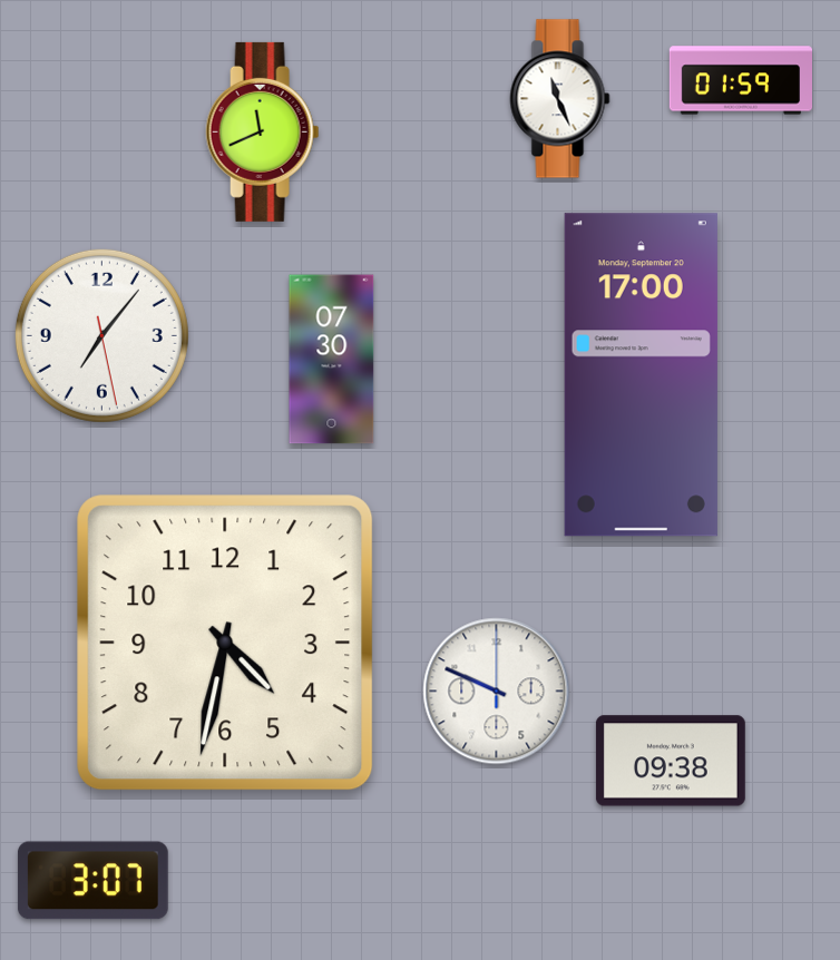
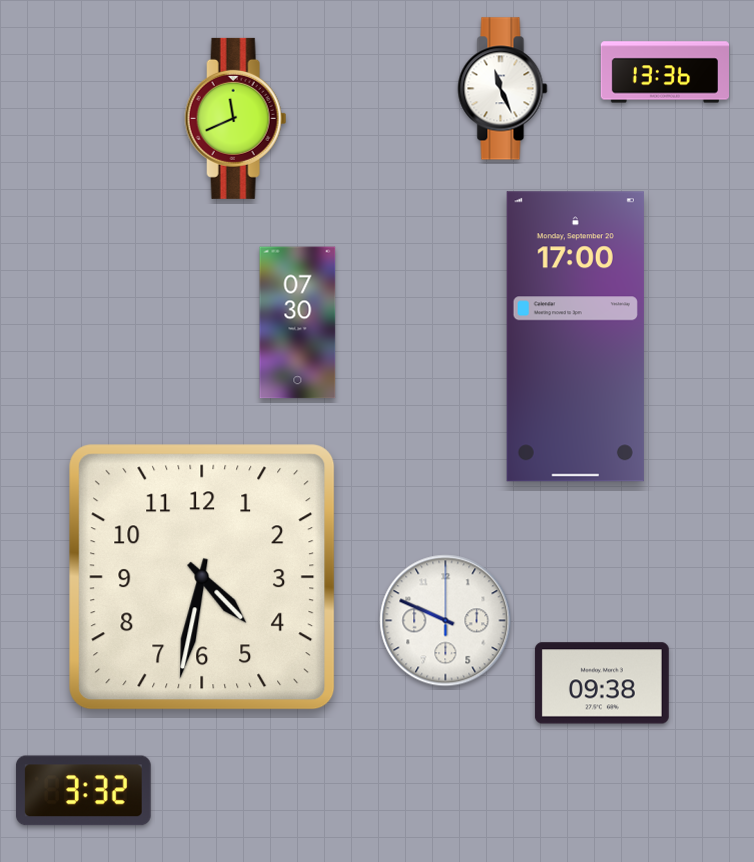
clock at (740, 80): 01:59 -> 13:36
clock at (101, 335): 7:06 -> none
clock at (92, 881): 3:07 -> 3:32
